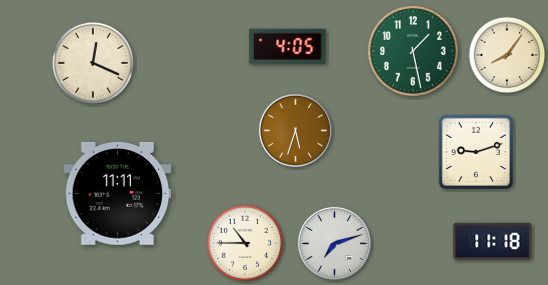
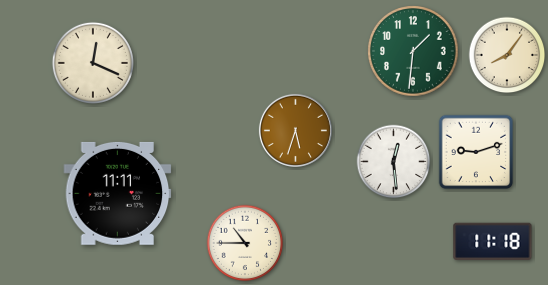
clock at (288, 47): 4:05 -> none
clock at (413, 51): 1:28 -> 1:31
clock at (394, 162): none -> 12:29
clock at (334, 243): 7:12 -> none
